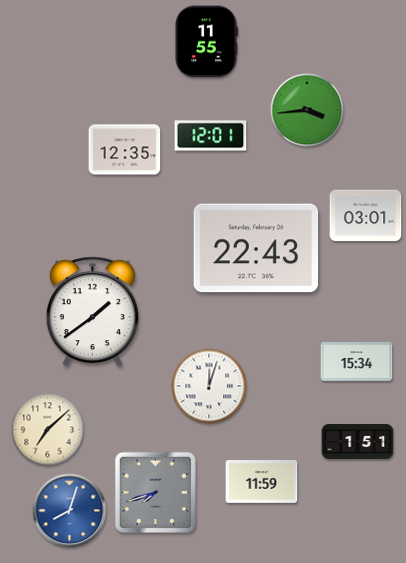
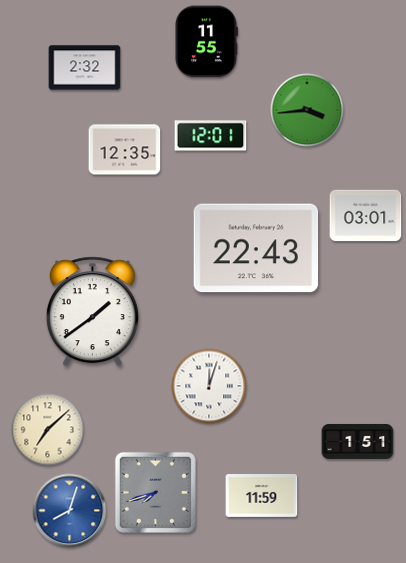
clock at (85, 68): none -> 2:32
clock at (357, 362): 15:34 -> none
clock at (262, 482) position: (262, 482) -> (262, 496)
